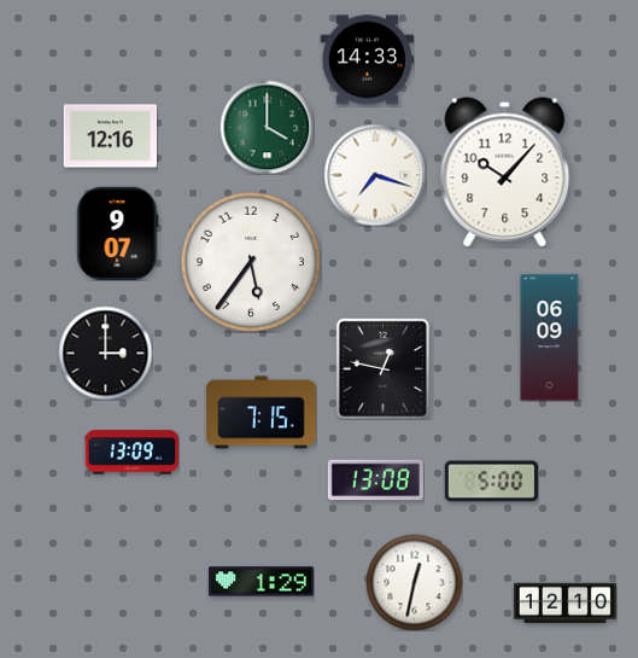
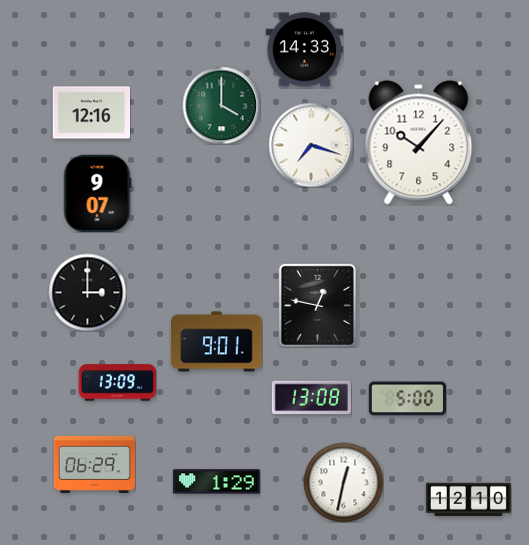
clock at (251, 262): 5:36 -> none
clock at (550, 338): 06:09 -> none
clock at (262, 413): 7:15 -> 9:01
clock at (131, 453) position: (131, 453) -> (117, 383)
clock at (94, 464): none -> 06:29
